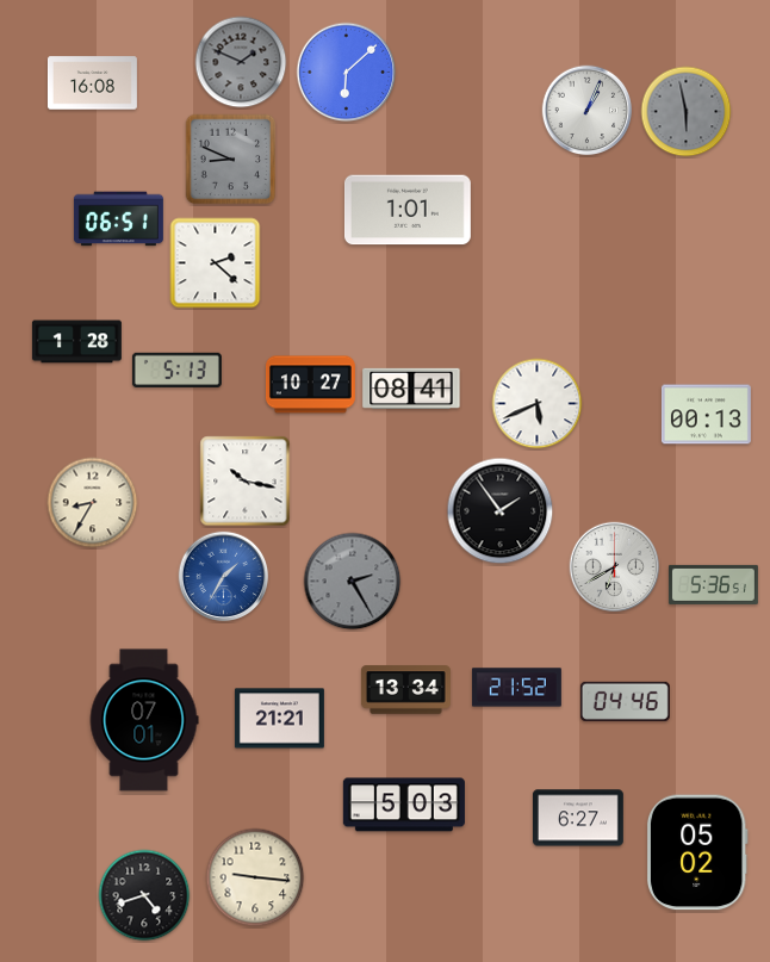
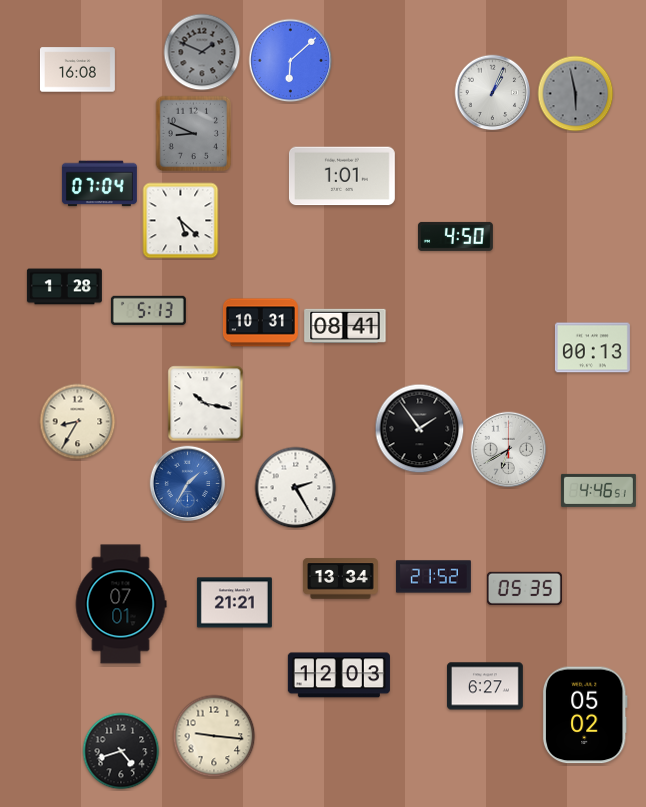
clock at (118, 219): 06:51 -> 07:04
clock at (216, 263): 2:22 -> 5:22
clock at (455, 236): none -> 4:50
clock at (310, 385): 10:27 -> 10:31
clock at (538, 404): 5:41 -> none
clock at (615, 567) position: (615, 567) -> (509, 450)
clock at (353, 582) dial: grey -> white
clock at (713, 584): 5:36 -> 4:46
clock at (625, 701): 04:46 -> 05:35
clock at (404, 805): 5:03 -> 12:03
